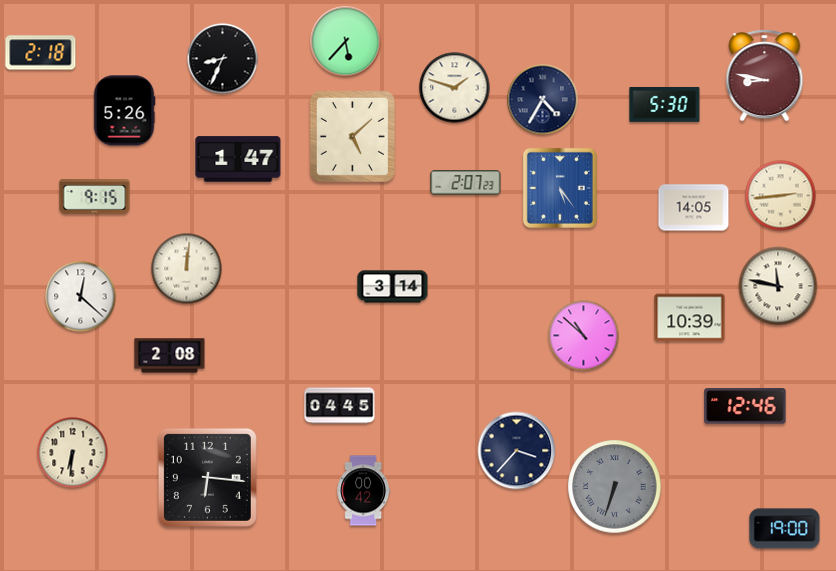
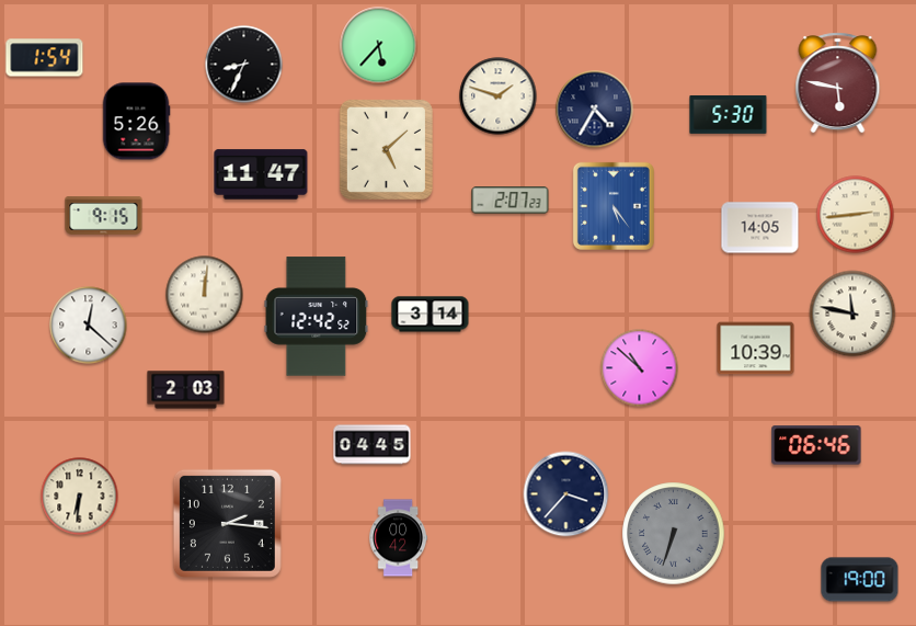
clock at (41, 53): 2:18 -> 1:54
clock at (765, 76): 8:47 -> 5:47
clock at (238, 159): 1:47 -> 11:47
clock at (317, 317): none -> 12:42
clock at (170, 356): 2:08 -> 2:03
clock at (745, 406): 12:46 -> 06:46
clock at (207, 477): 6:16 -> 2:16
